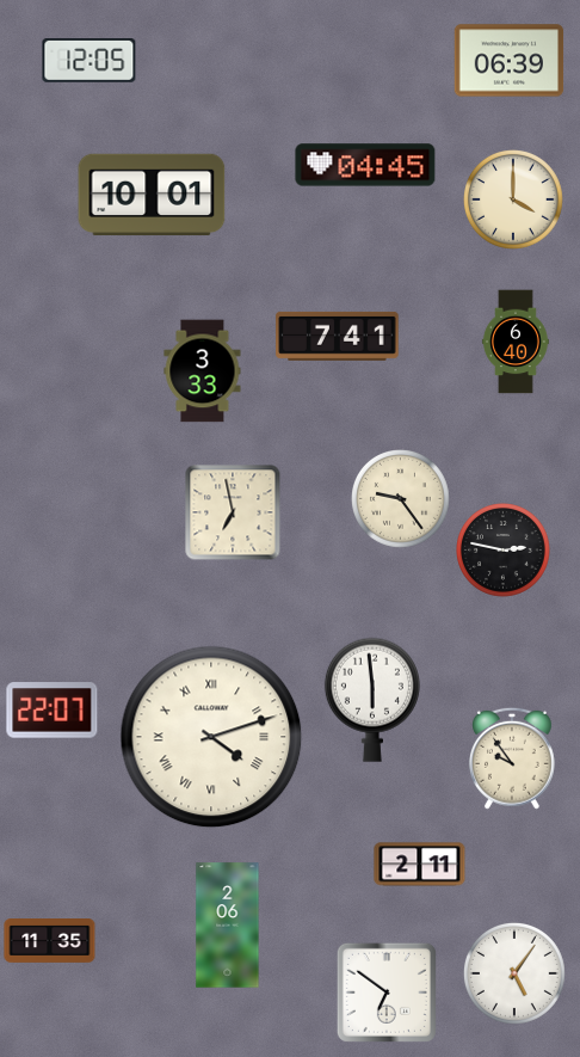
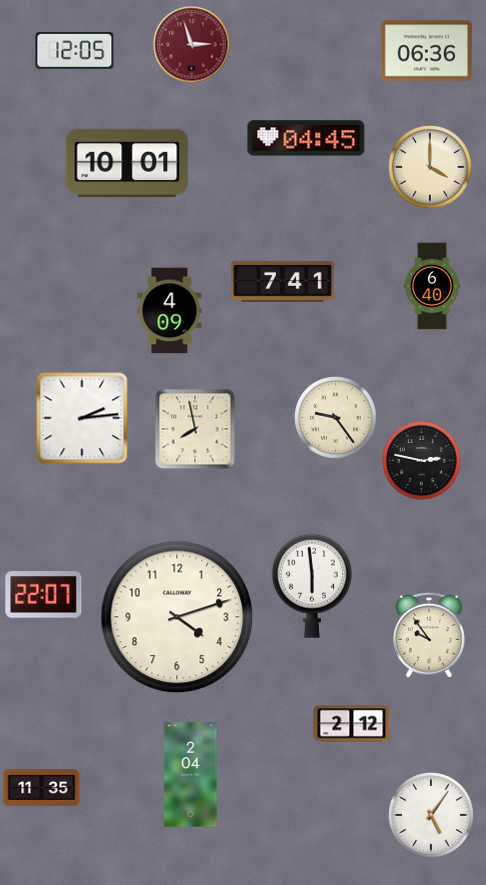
clock at (192, 45): none -> 2:57
clock at (510, 61): 06:39 -> 06:36
clock at (203, 371): 3:33 -> 4:09
clock at (82, 418): none -> 2:14
clock at (233, 512): 6:58 -> 7:58
clock at (211, 737) numerals: Roman -> Arabic
clock at (420, 865): 2:11 -> 2:12
clock at (228, 926): 2:06 -> 2:04
clock at (387, 993): 6:51 -> none
